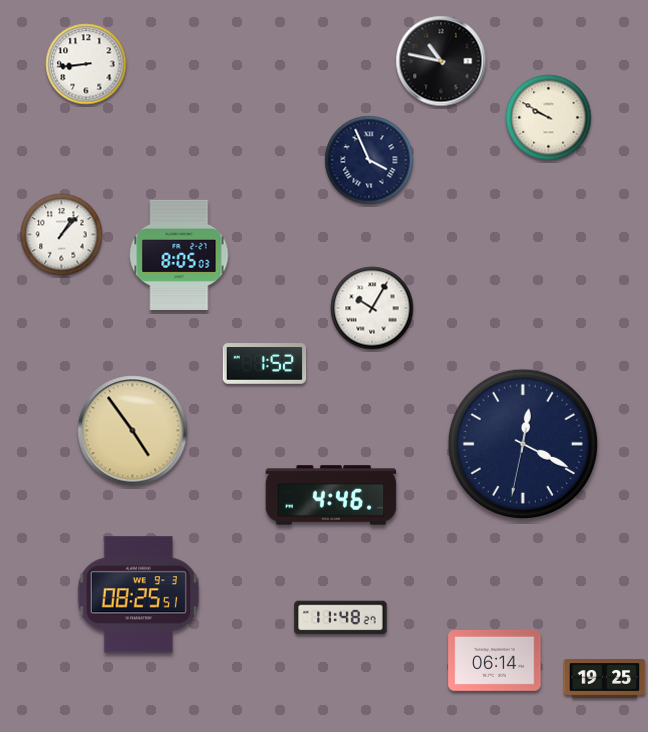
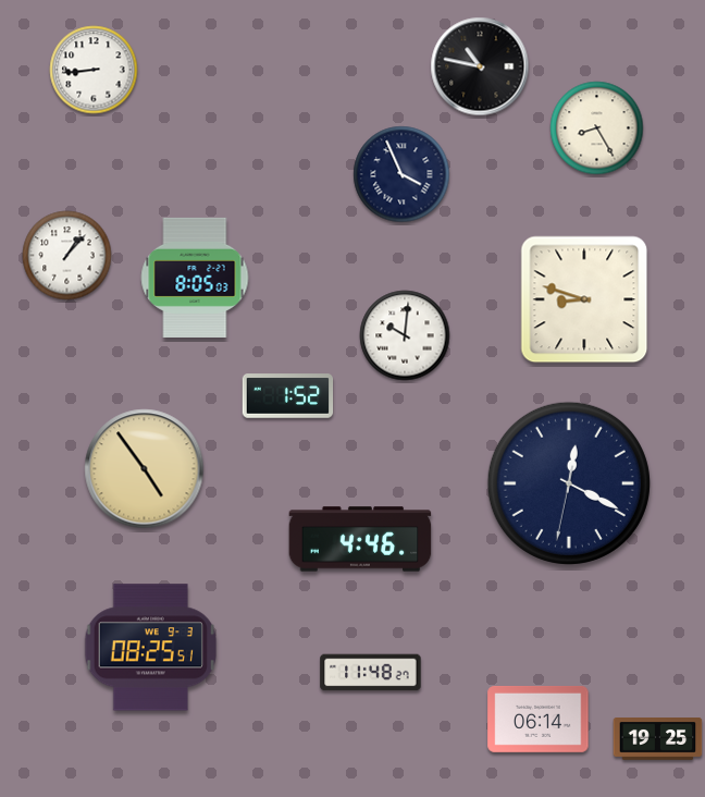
clock at (549, 118): 9:50 -> 8:25
clock at (584, 299): none -> 8:48
clock at (372, 308): 10:05 -> 10:01
